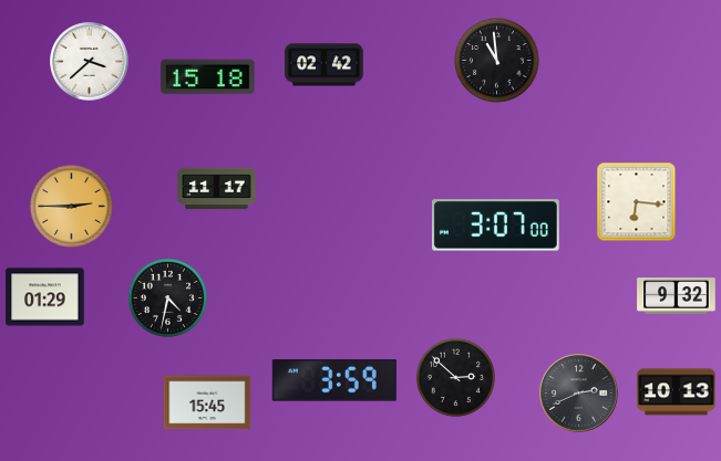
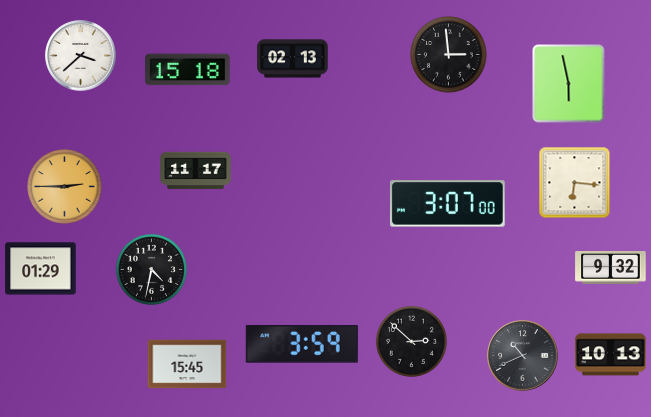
clock at (497, 61): 10:59 -> 2:59
clock at (325, 65): 02:42 -> 02:13
clock at (569, 84): none -> 5:58
clock at (579, 394): 2:41 -> 10:41
